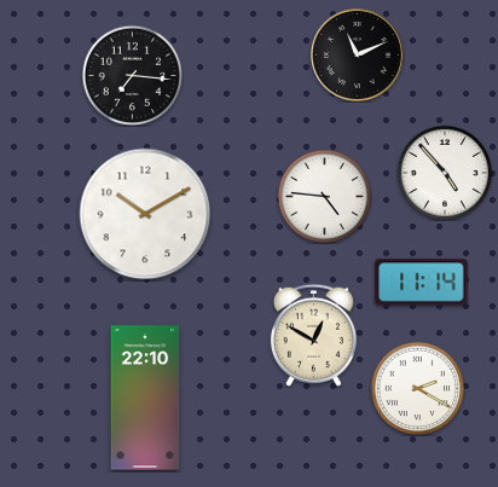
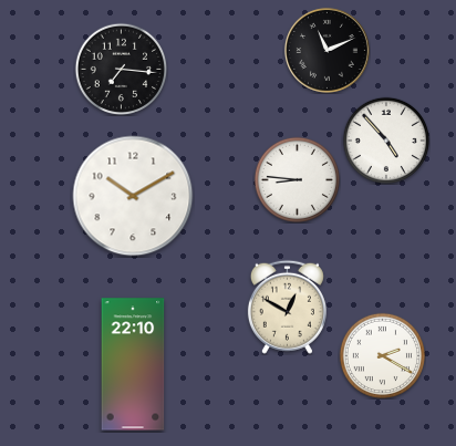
clock at (444, 172) position: (444, 172) -> (385, 139)
clock at (324, 196): 4:46 -> 8:46
clock at (422, 283): 11:14 -> none
